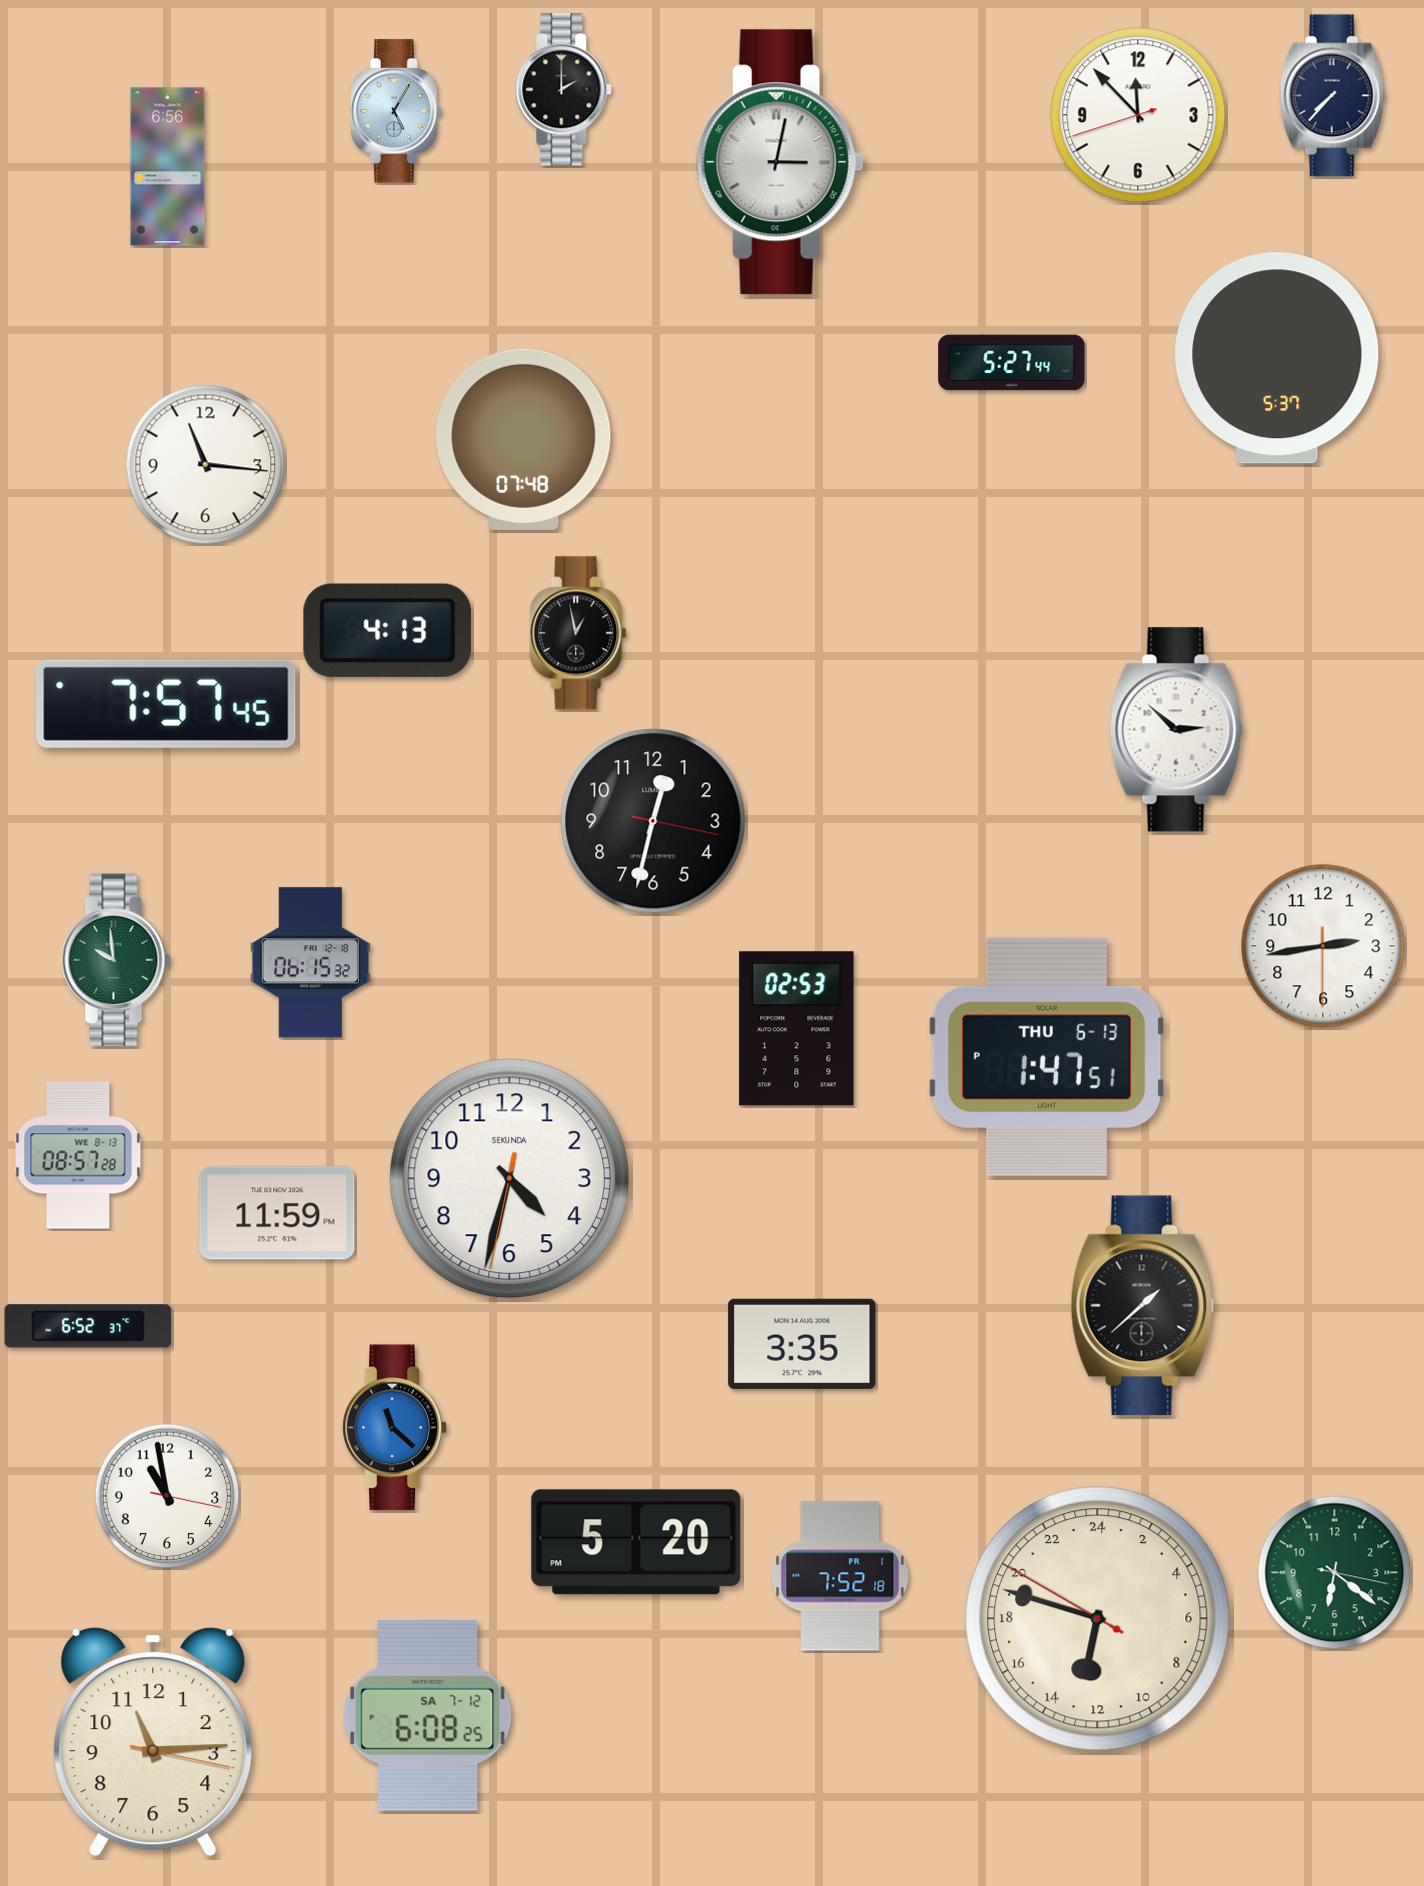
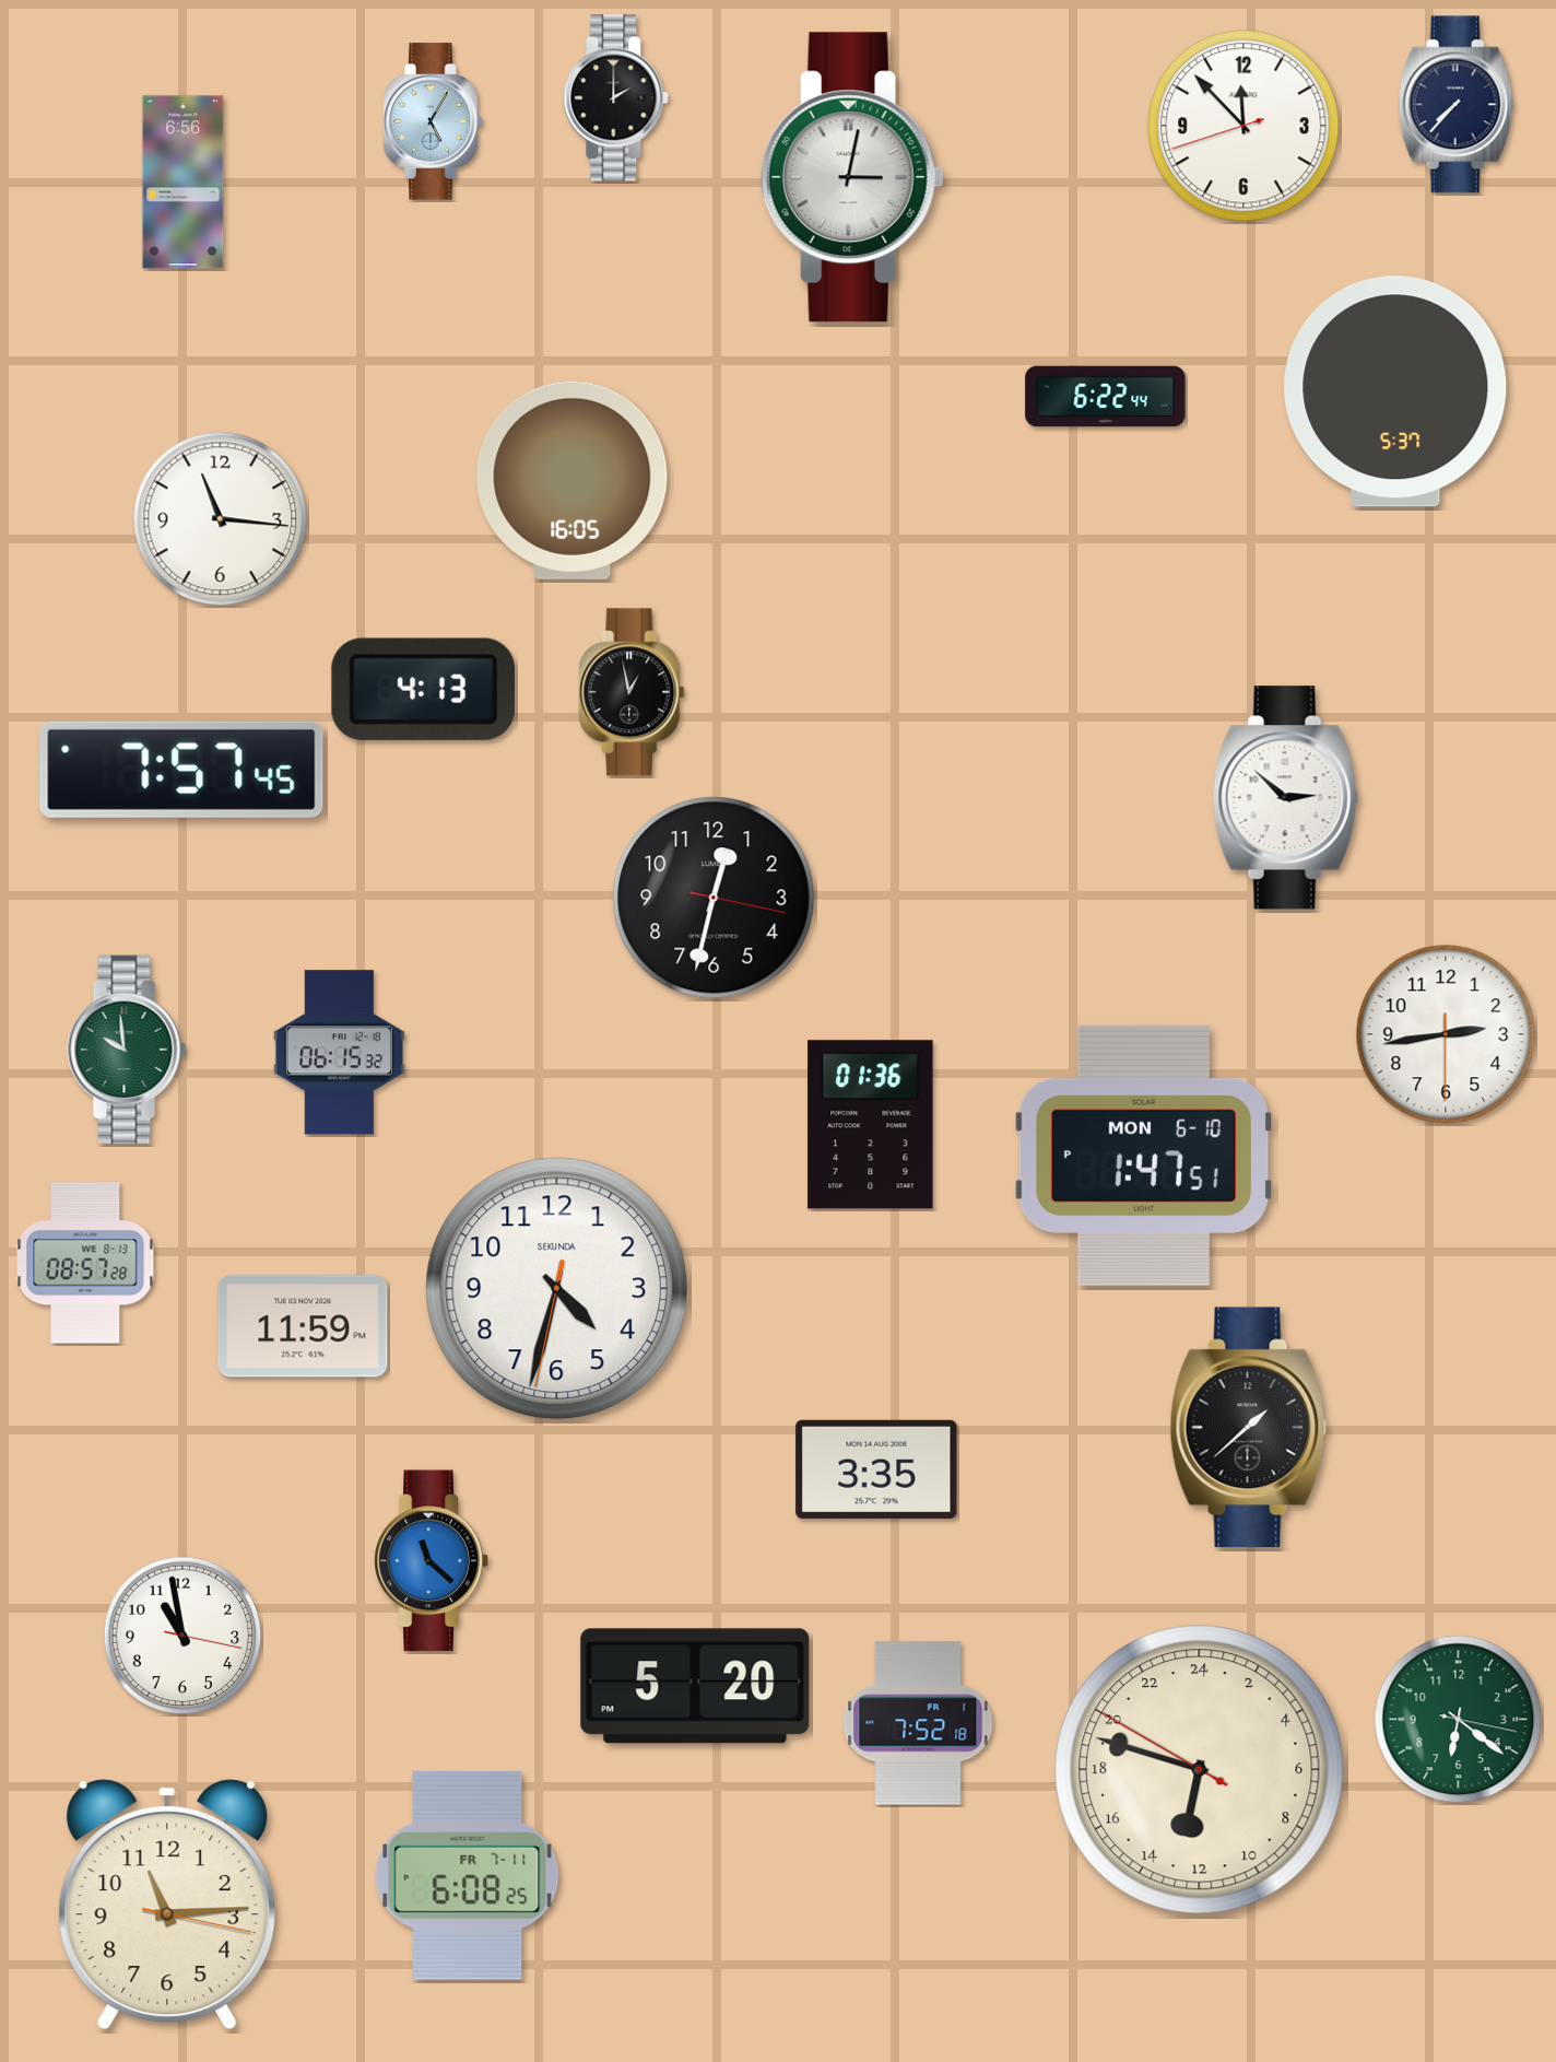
clock at (1012, 363): 5:27 -> 6:22
clock at (524, 439): 07:48 -> 16:05
clock at (206, 465) position: (206, 465) -> (221, 519)
clock at (797, 1029): 02:53 -> 01:36
clock at (1047, 1057) date: THU 6-13 -> MON 6-10
clock at (88, 1326): 6:52 -> none
clock at (428, 1715) date: SA 7-12 -> FR 7-11
